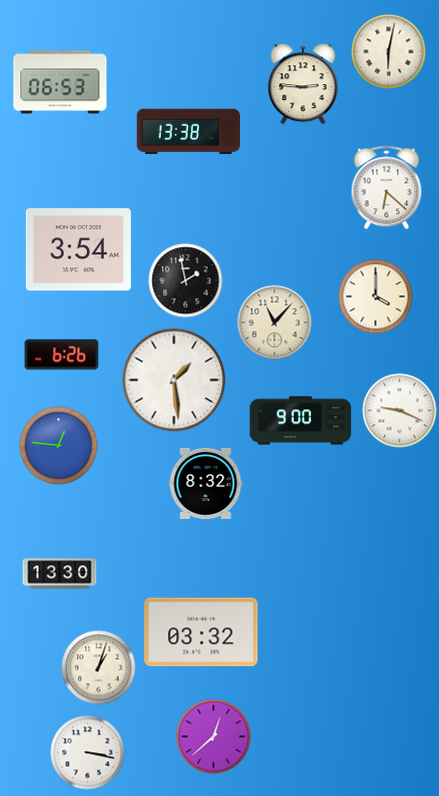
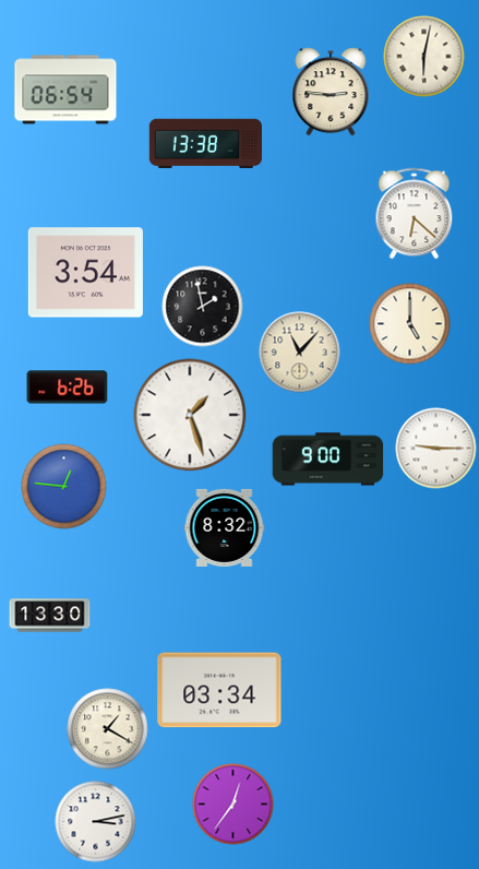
clock at (60, 82): 06:53 -> 06:54
clock at (387, 188) position: (387, 188) -> (415, 214)
clock at (376, 297): 4:00 -> 5:00
clock at (174, 380): 1:29 -> 1:27
clock at (400, 411): 9:19 -> 9:15
clock at (60, 574) position: (60, 574) -> (50, 616)
clock at (201, 632): 03:32 -> 03:34
clock at (99, 668): 1:03 -> 1:20
clock at (214, 737): 12:38 -> 12:36
clock at (88, 753): 3:17 -> 3:13
